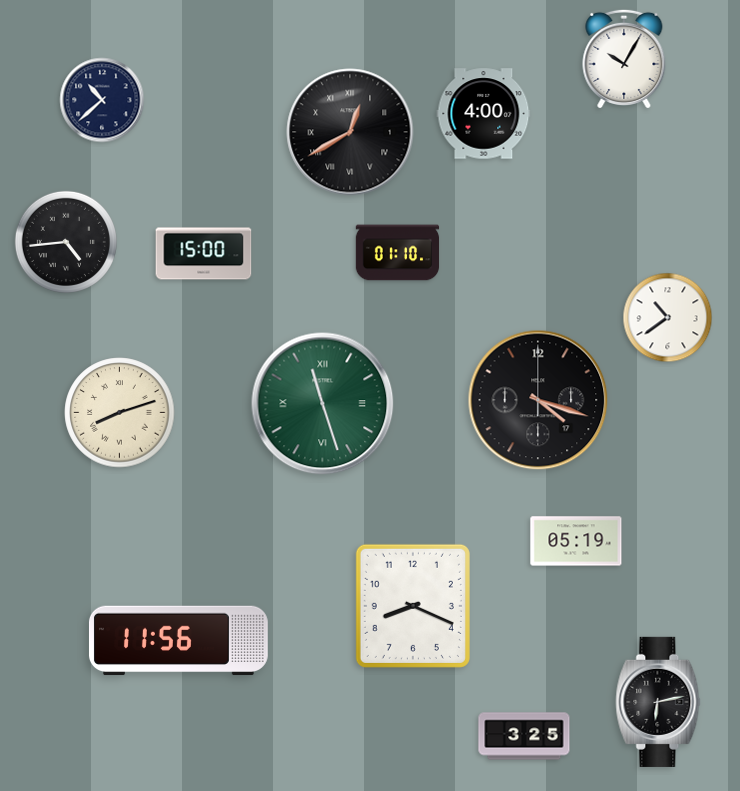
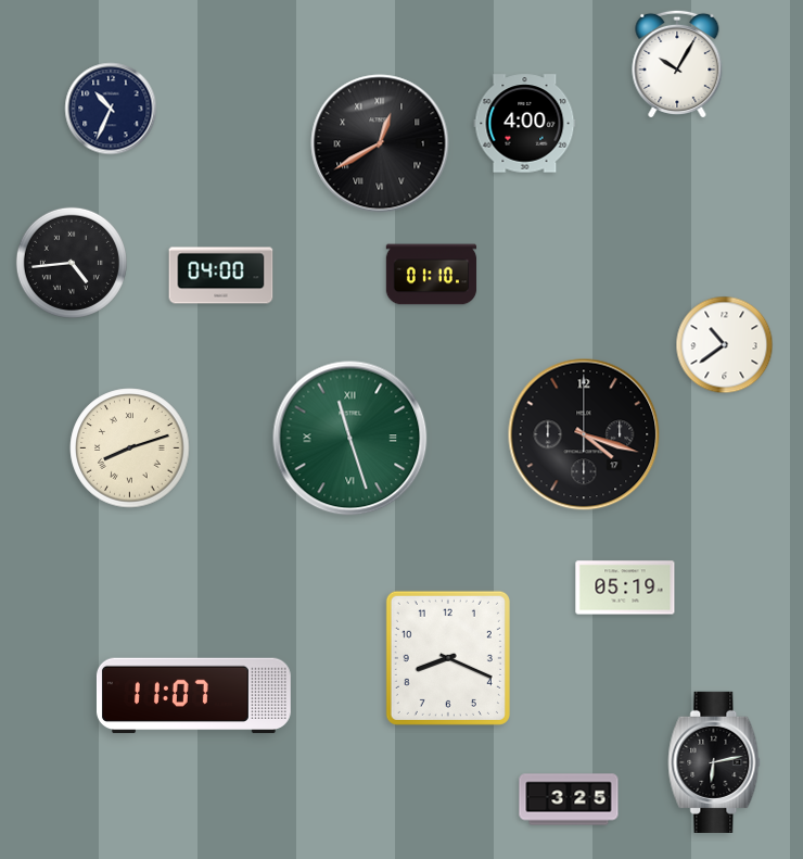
clock at (102, 100): 10:38 -> 10:34
clock at (204, 254): 15:00 -> 04:00
clock at (178, 641): 11:56 -> 11:07
